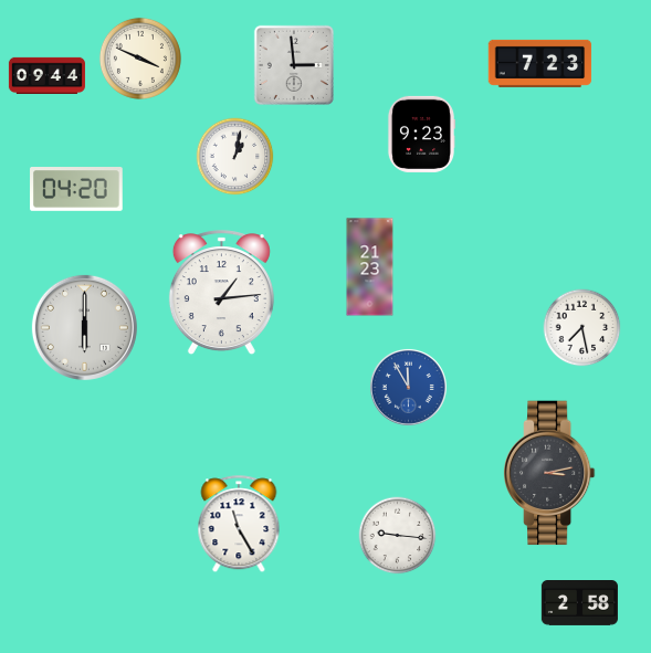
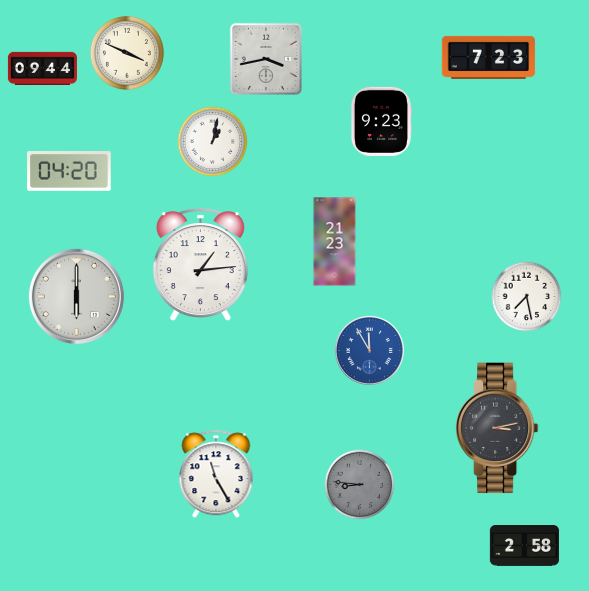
clock at (294, 65): 2:59 -> 3:43
clock at (398, 536): 9:16 -> 8:46
clock at (398, 536) dial: white -> grey
